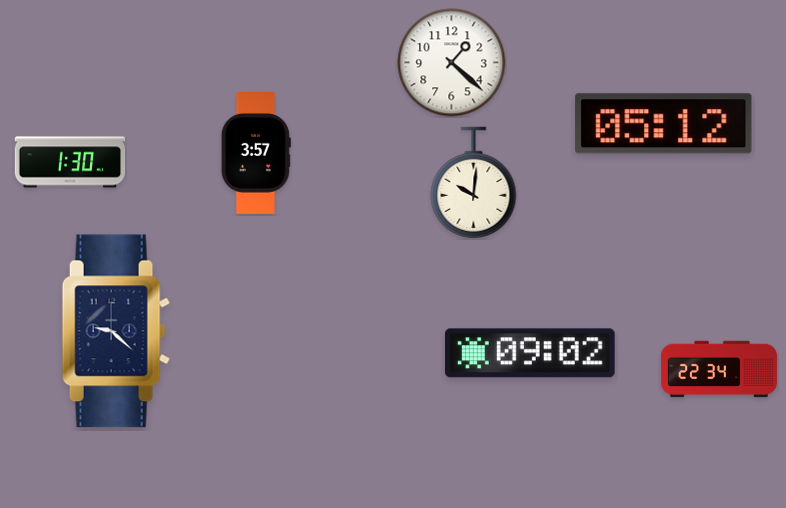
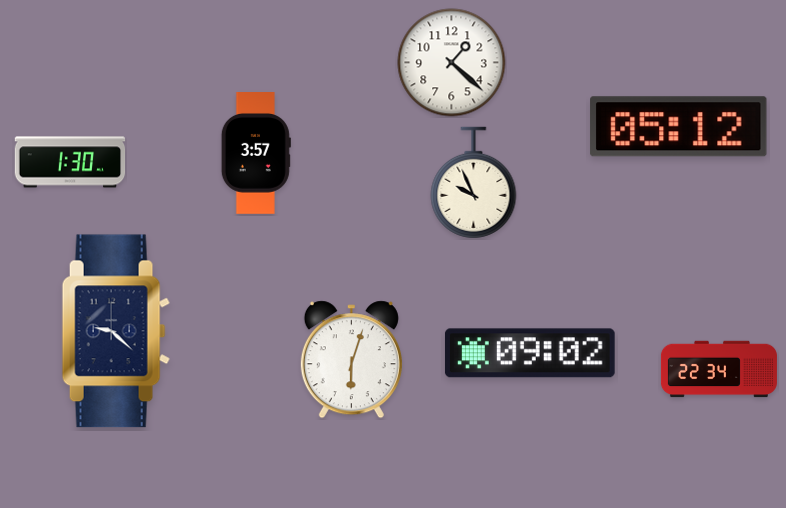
clock at (664, 124) position: (664, 124) -> (679, 127)
clock at (474, 183): 10:01 -> 9:56
clock at (351, 360): none -> 6:03
